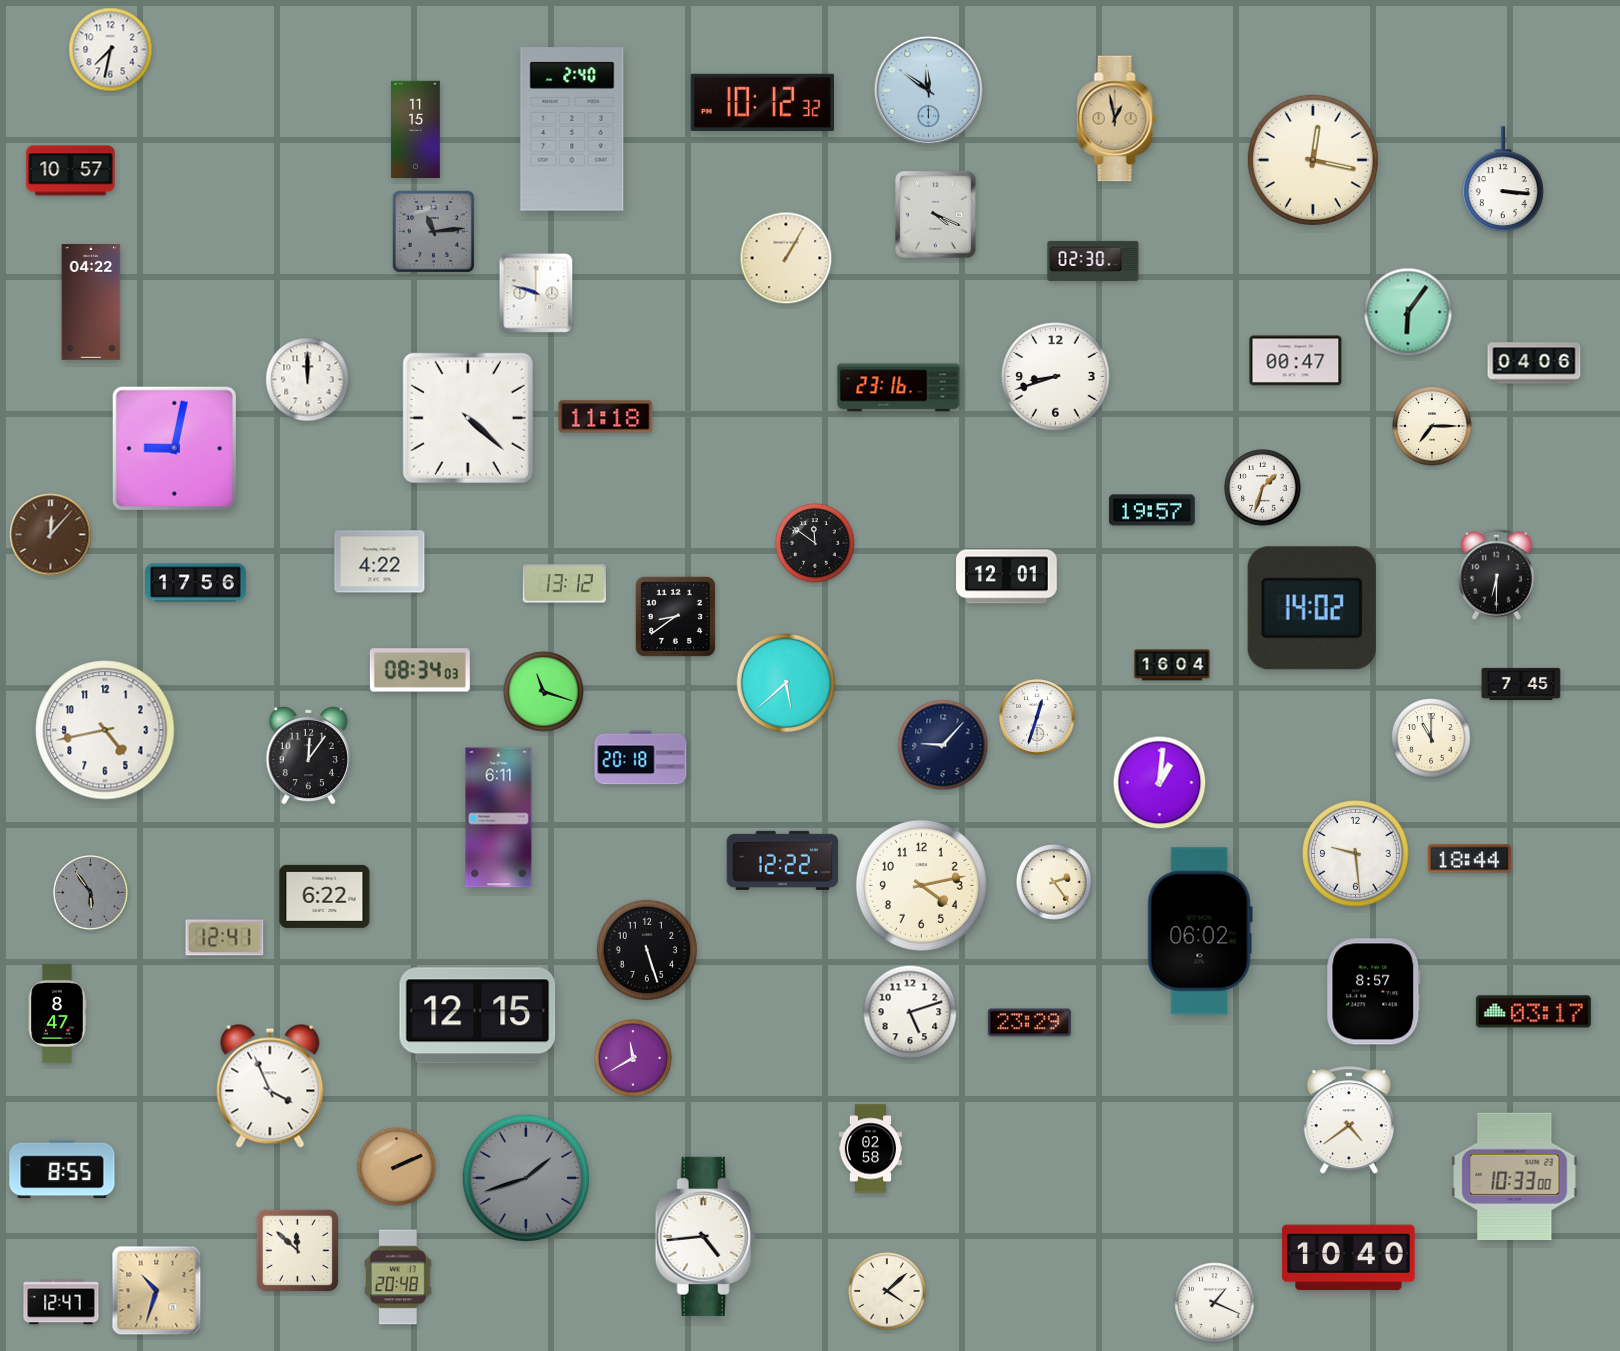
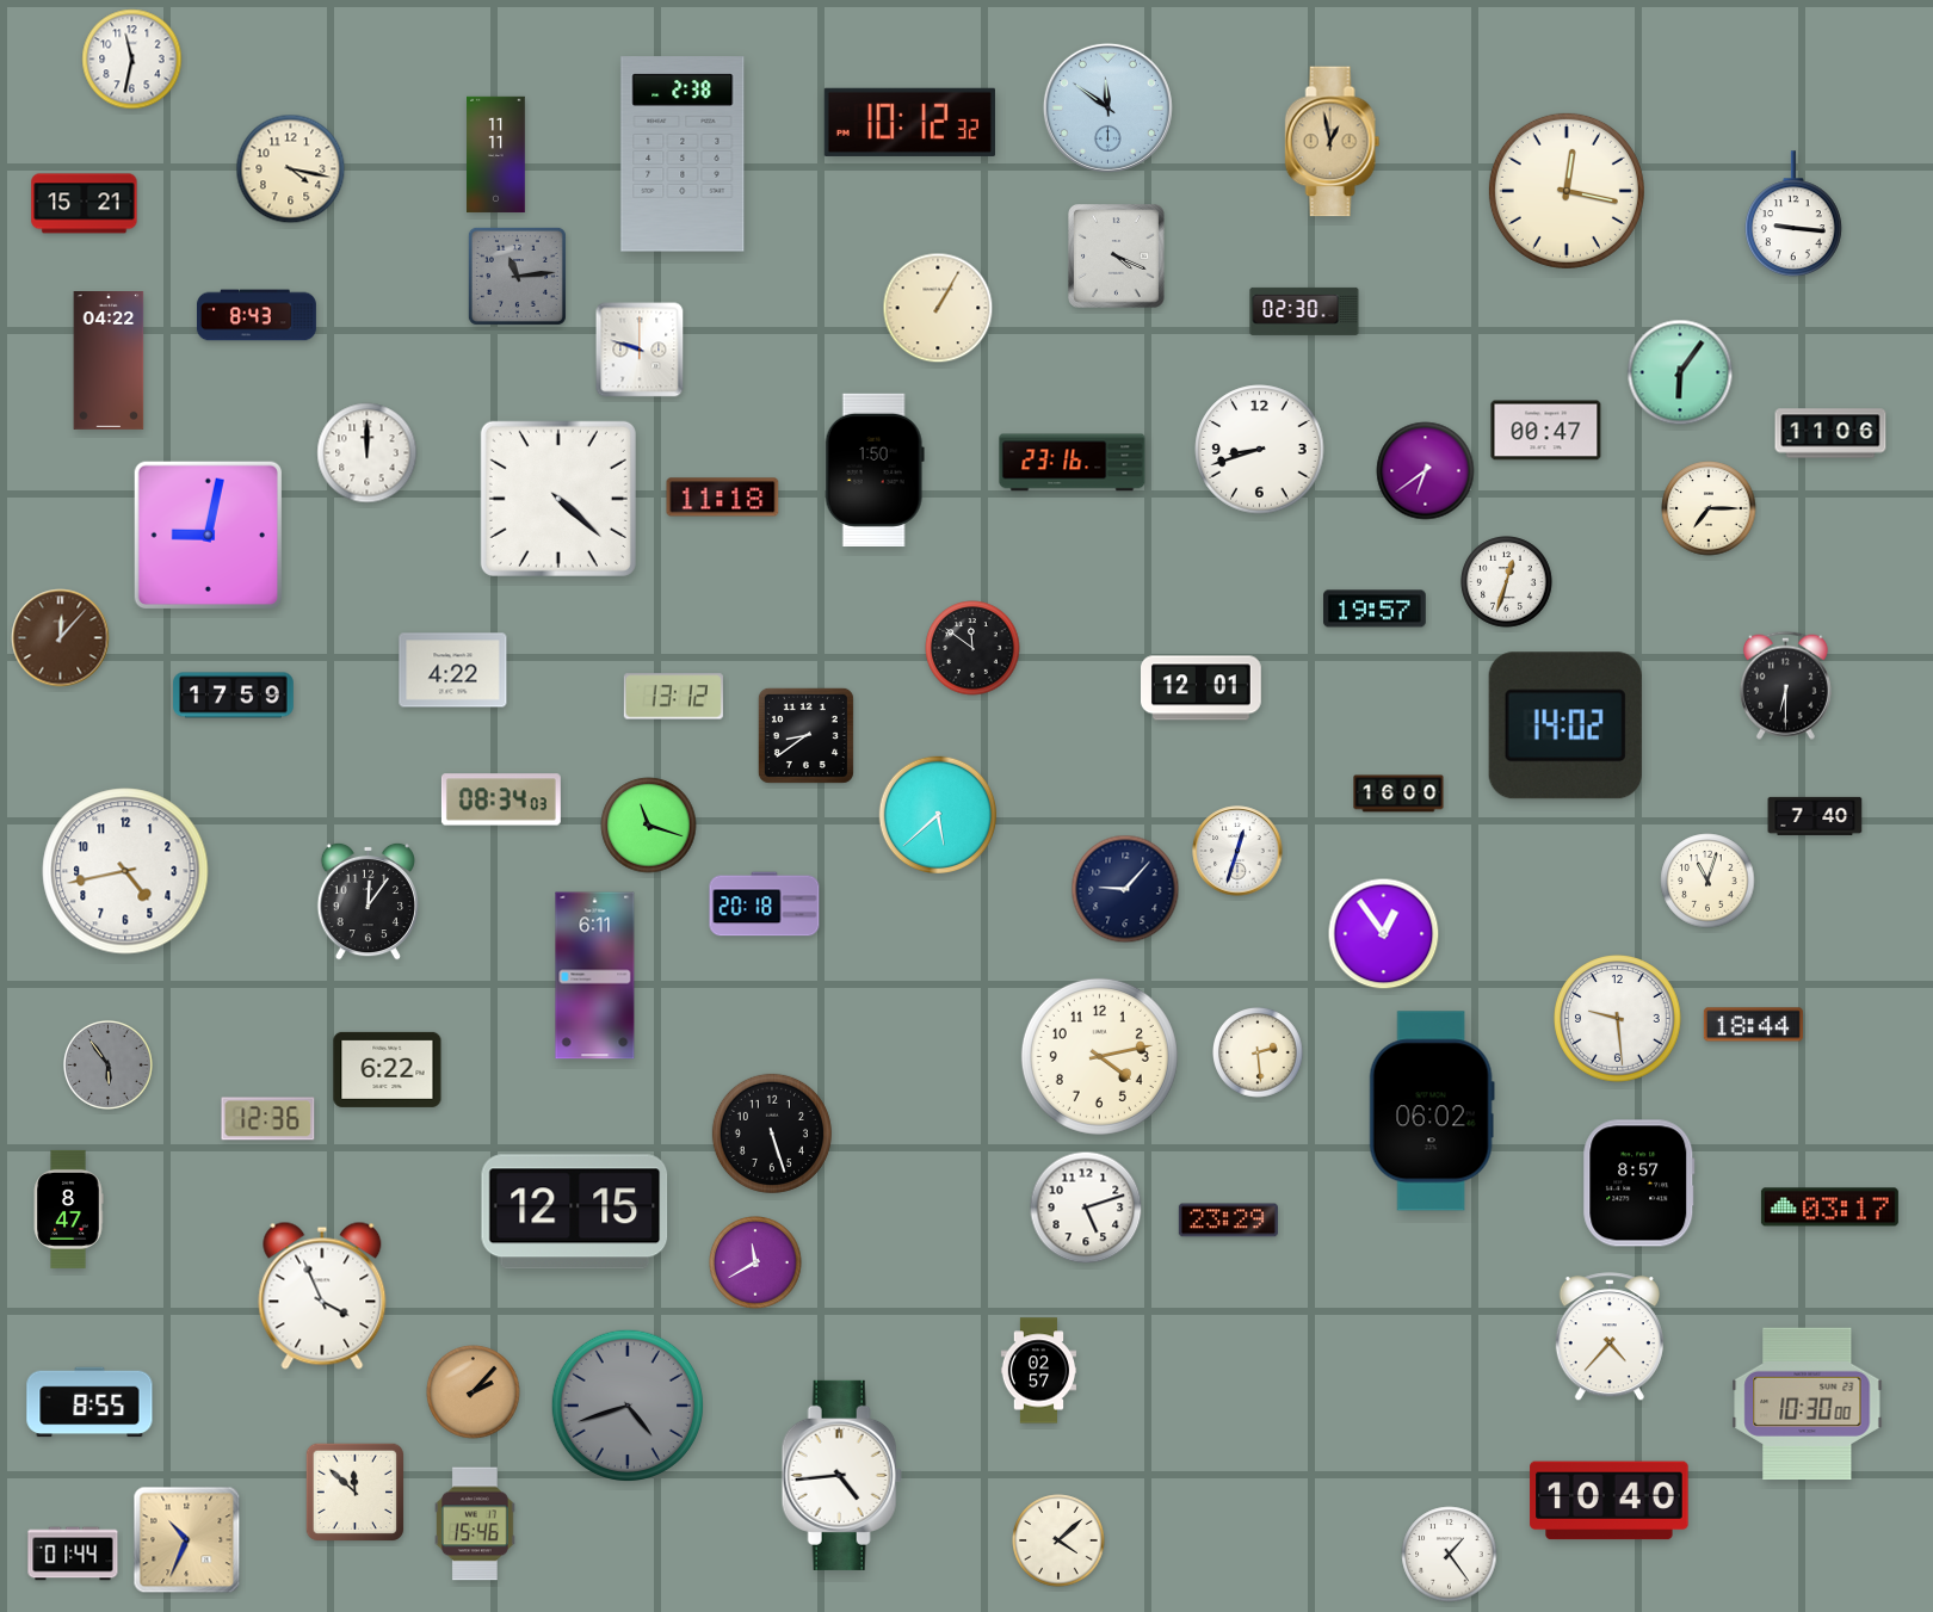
clock at (111, 50): 7:32 -> 11:32
clock at (572, 129): 2:40 -> 2:38
clock at (416, 130): 11:15 -> 11:11
clock at (291, 169): none -> 4:17
clock at (71, 171): 10:57 -> 15:21
clock at (1504, 180): 3:16 -> 9:16
clock at (257, 315): none -> 8:43
clock at (1534, 363): 04:06 -> 11:06
clock at (875, 470): none -> 1:50
clock at (1426, 471): none -> 6:39
clock at (1263, 488): 1:33 -> 12:33
clock at (196, 583): 17:56 -> 17:59
clock at (1172, 665): 16:04 -> 16:00
clock at (1521, 684): 7:45 -> 7:40
clock at (1037, 717) position: (1037, 717) -> (1237, 851)
clock at (1431, 738): 11:00 -> 11:03
clock at (1160, 783): 1:01 -> 12:54
clock at (783, 860): 12:22 -> none
clock at (1055, 883): 2:24 -> 2:29
clock at (225, 938): 12:41 -> 12:36
clock at (478, 1016) position: (478, 1016) -> (575, 1212)
clock at (1349, 1121): 4:39 -> 4:37
clock at (871, 1149): 02:58 -> 02:57
clock at (397, 1167): 2:11 -> 2:07
clock at (62, 1169) position: (62, 1169) -> (89, 1402)
clock at (1515, 1176): 10:33 -> 10:30
clock at (525, 1177): 1:42 -> 4:42
clock at (399, 1277): 20:48 -> 15:46
clock at (157, 1291): 10:33 -> 10:34
clock at (61, 1302): 12:47 -> 01:44
clock at (1215, 1303): 1:19 -> 1:24
